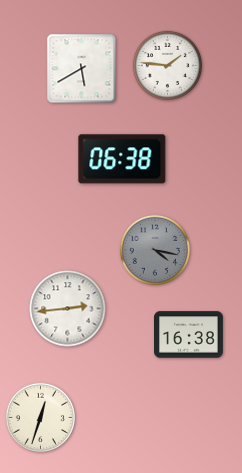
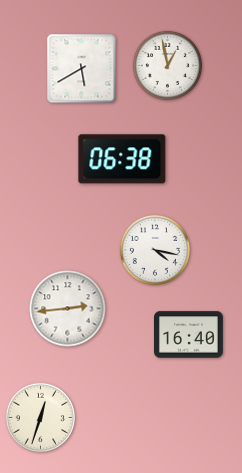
clock at (167, 65): 1:46 -> 12:58
clock at (155, 250) dial: grey -> white
clock at (189, 335): 16:38 -> 16:40
